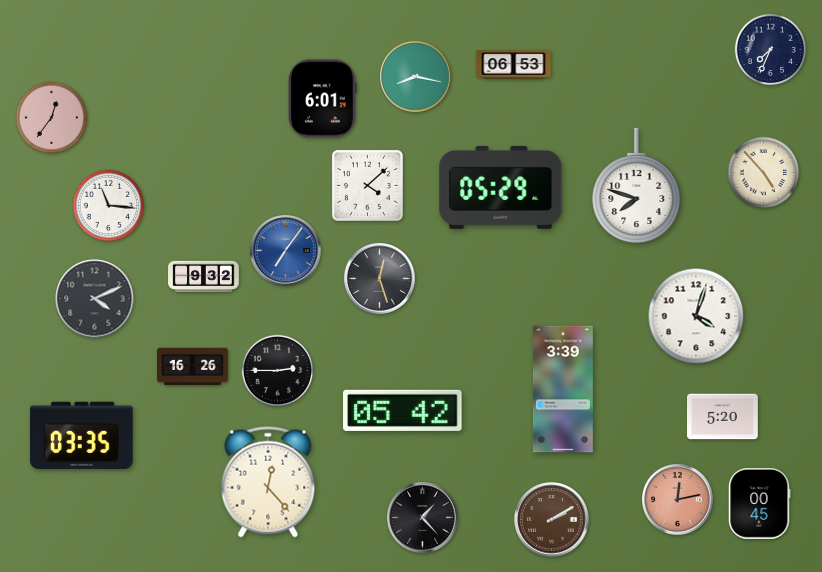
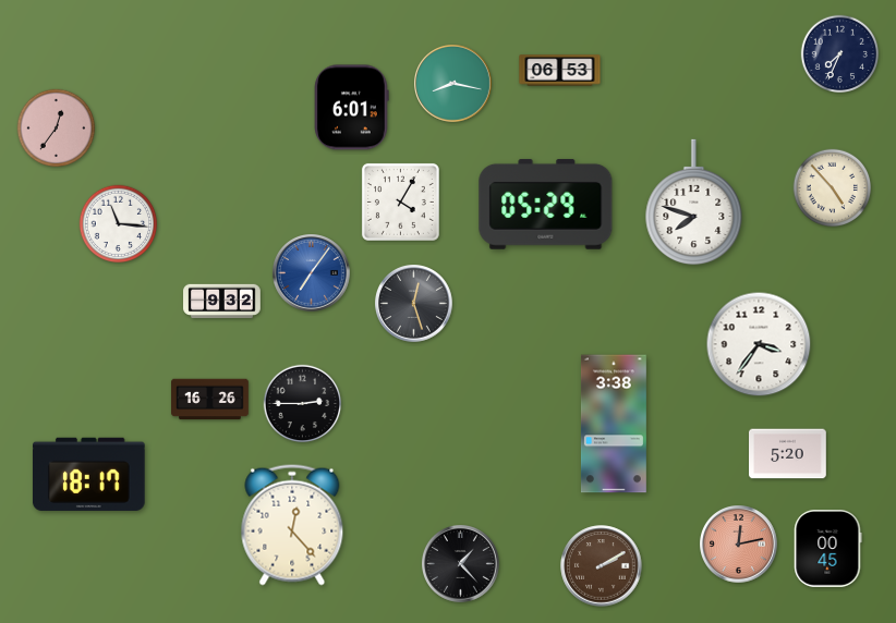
clock at (367, 185): 4:08 -> 4:05
clock at (95, 299): 4:11 -> none
clock at (696, 316): 4:03 -> 3:36
clock at (563, 389): 3:39 -> 3:38
clock at (403, 410): 05:42 -> none
clock at (82, 435): 03:35 -> 18:17
